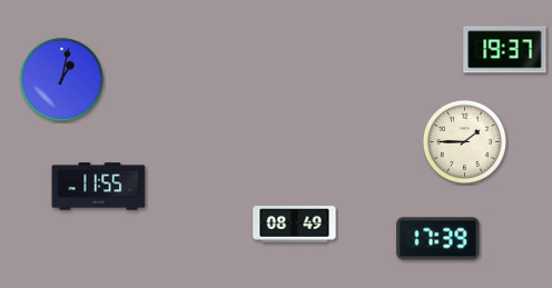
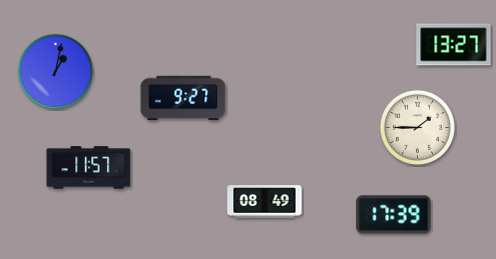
clock at (505, 50): 19:37 -> 13:27
clock at (183, 98): none -> 9:27
clock at (99, 187): 11:55 -> 11:57
